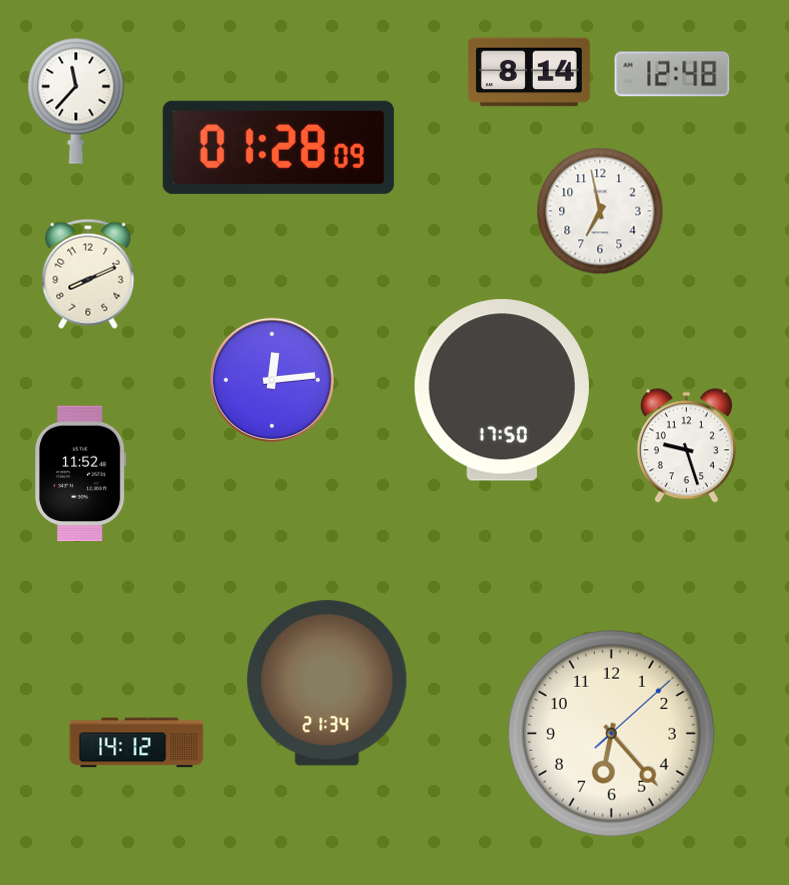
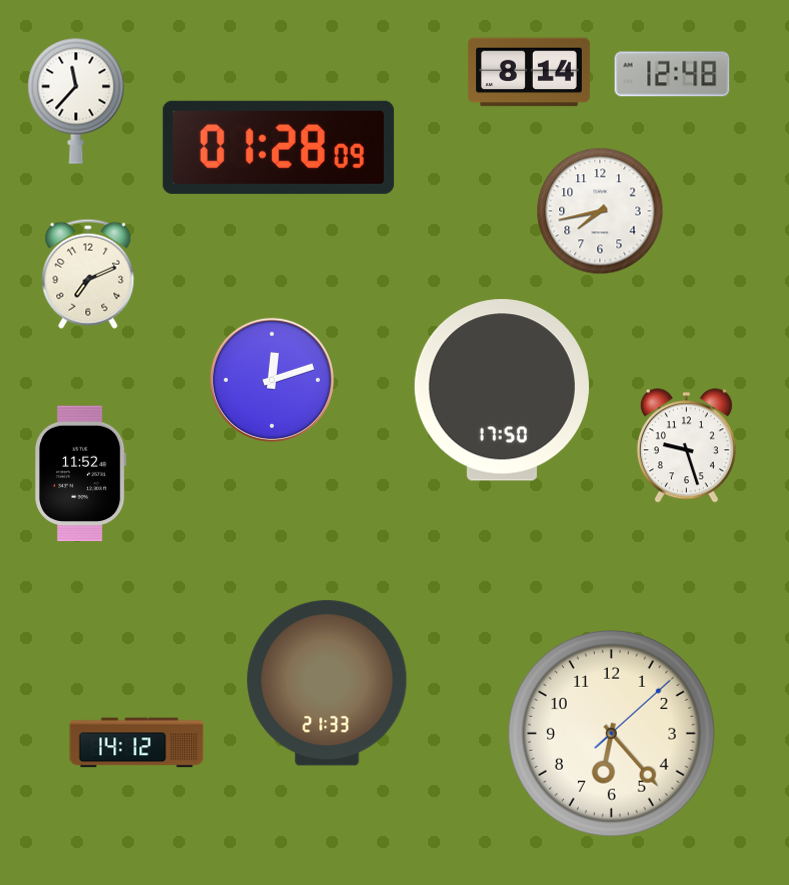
clock at (600, 211): 6:58 -> 7:43
clock at (88, 274): 8:11 -> 7:11
clock at (272, 380): 12:14 -> 12:12
clock at (327, 683): 21:34 -> 21:33
